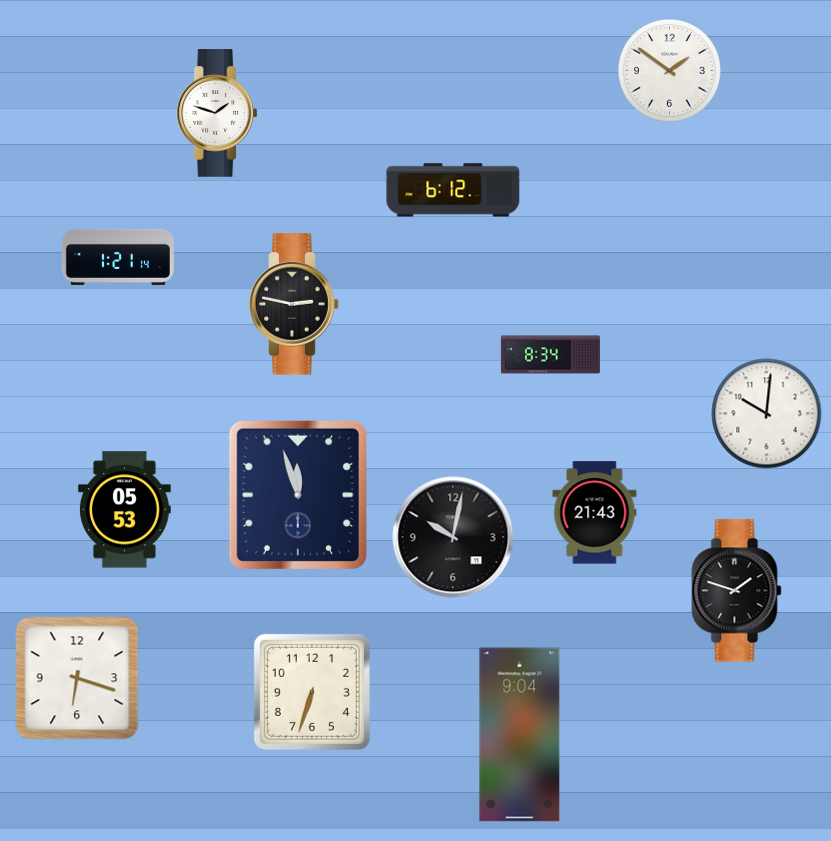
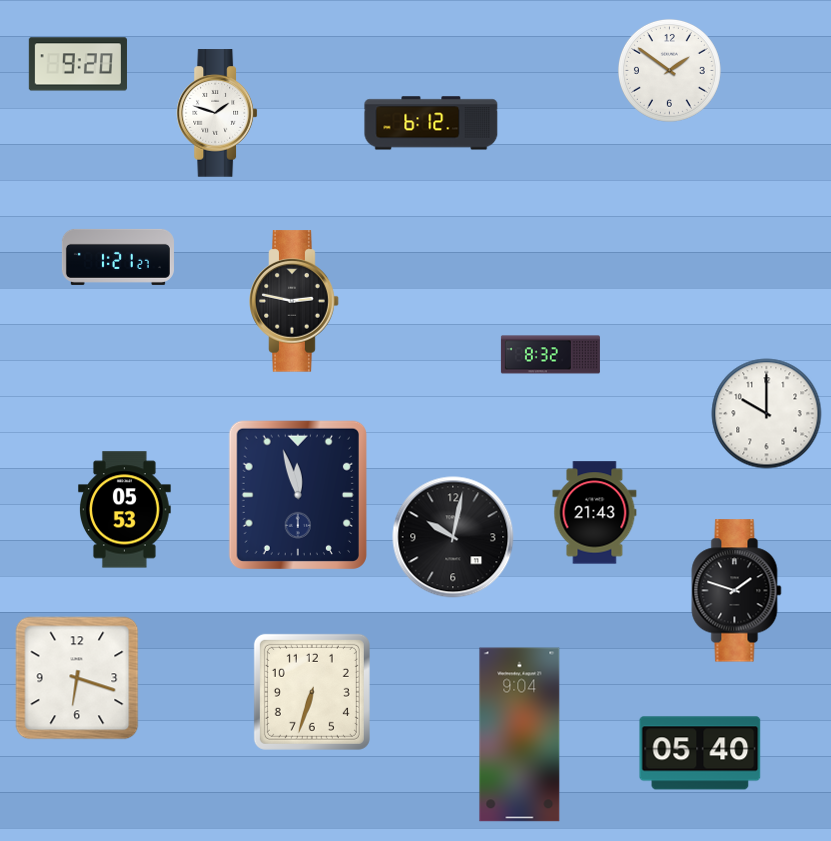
clock at (78, 64): none -> 9:20
clock at (453, 190) position: (453, 190) -> (431, 123)
clock at (118, 257): 1:21:14 -> 1:21:27
clock at (294, 304) position: (294, 304) -> (294, 301)
clock at (550, 355): 8:34 -> 8:32
clock at (767, 414): 10:01 -> 10:00
clock at (700, 753): none -> 05:40
